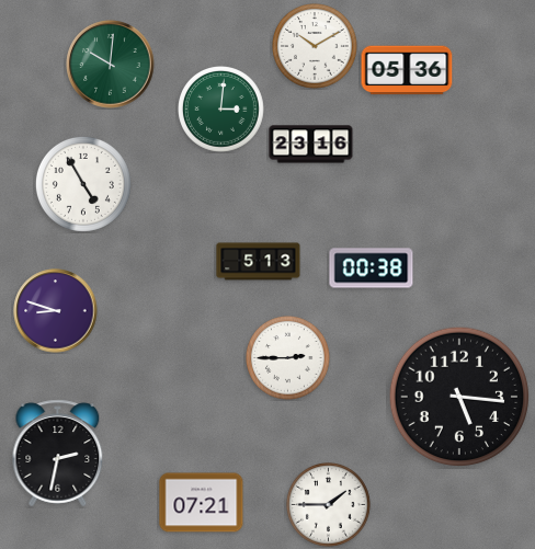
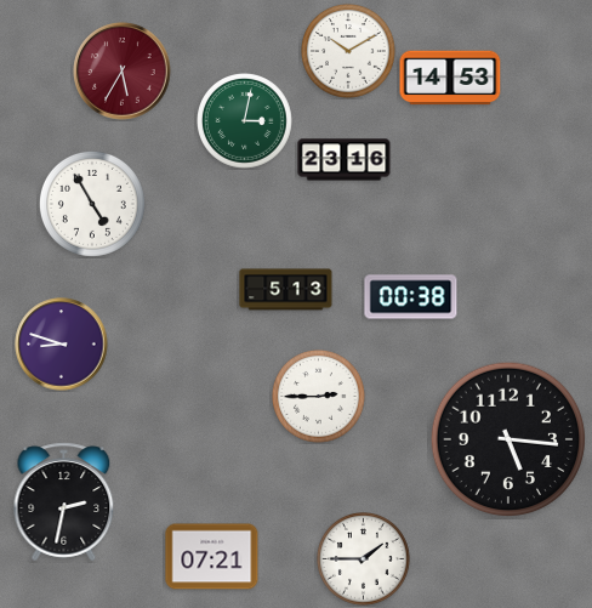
clock at (111, 65): 10:01 -> 5:35
clock at (111, 65) dial: green -> burgundy
clock at (407, 70): 05:36 -> 14:53
clock at (221, 110): 3:01 -> 3:02
clock at (202, 503) position: (202, 503) -> (212, 557)
